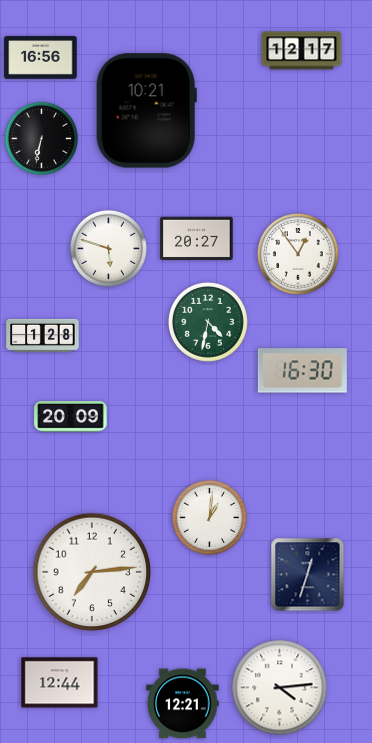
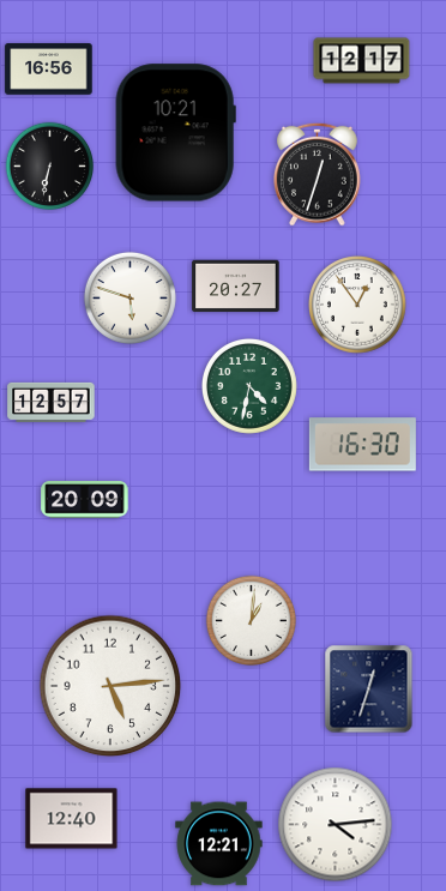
clock at (318, 174): none -> 12:33
clock at (43, 335): 1:28 -> 12:57
clock at (92, 572): 7:14 -> 5:14
clock at (60, 683): 12:44 -> 12:40
